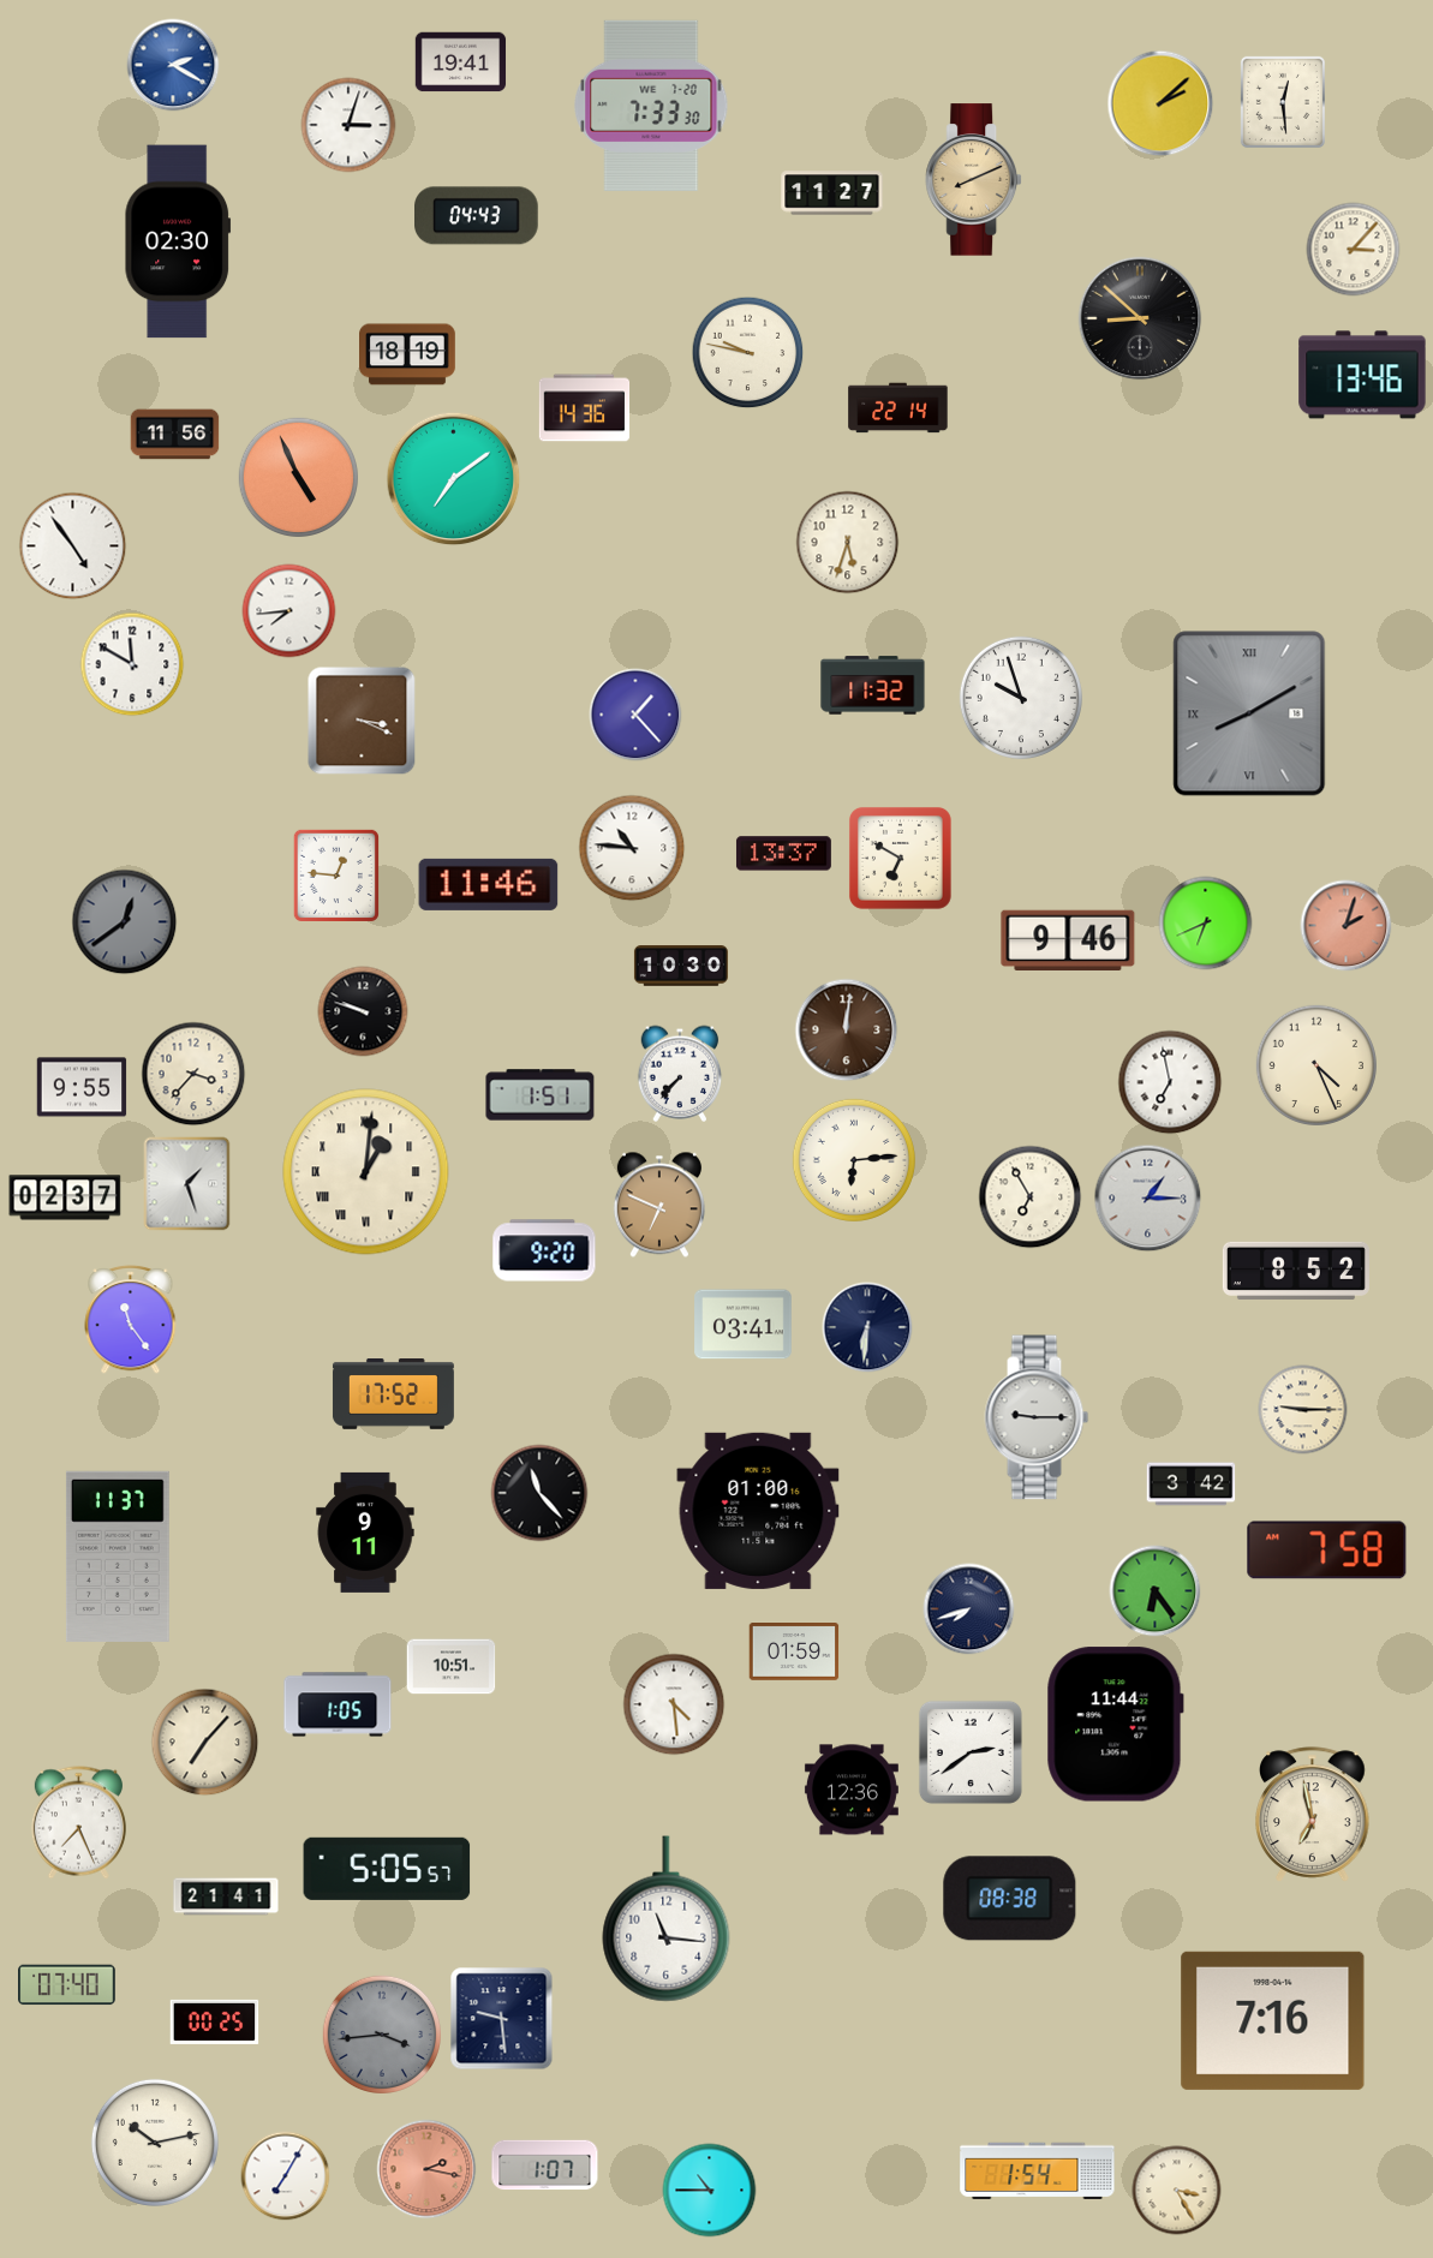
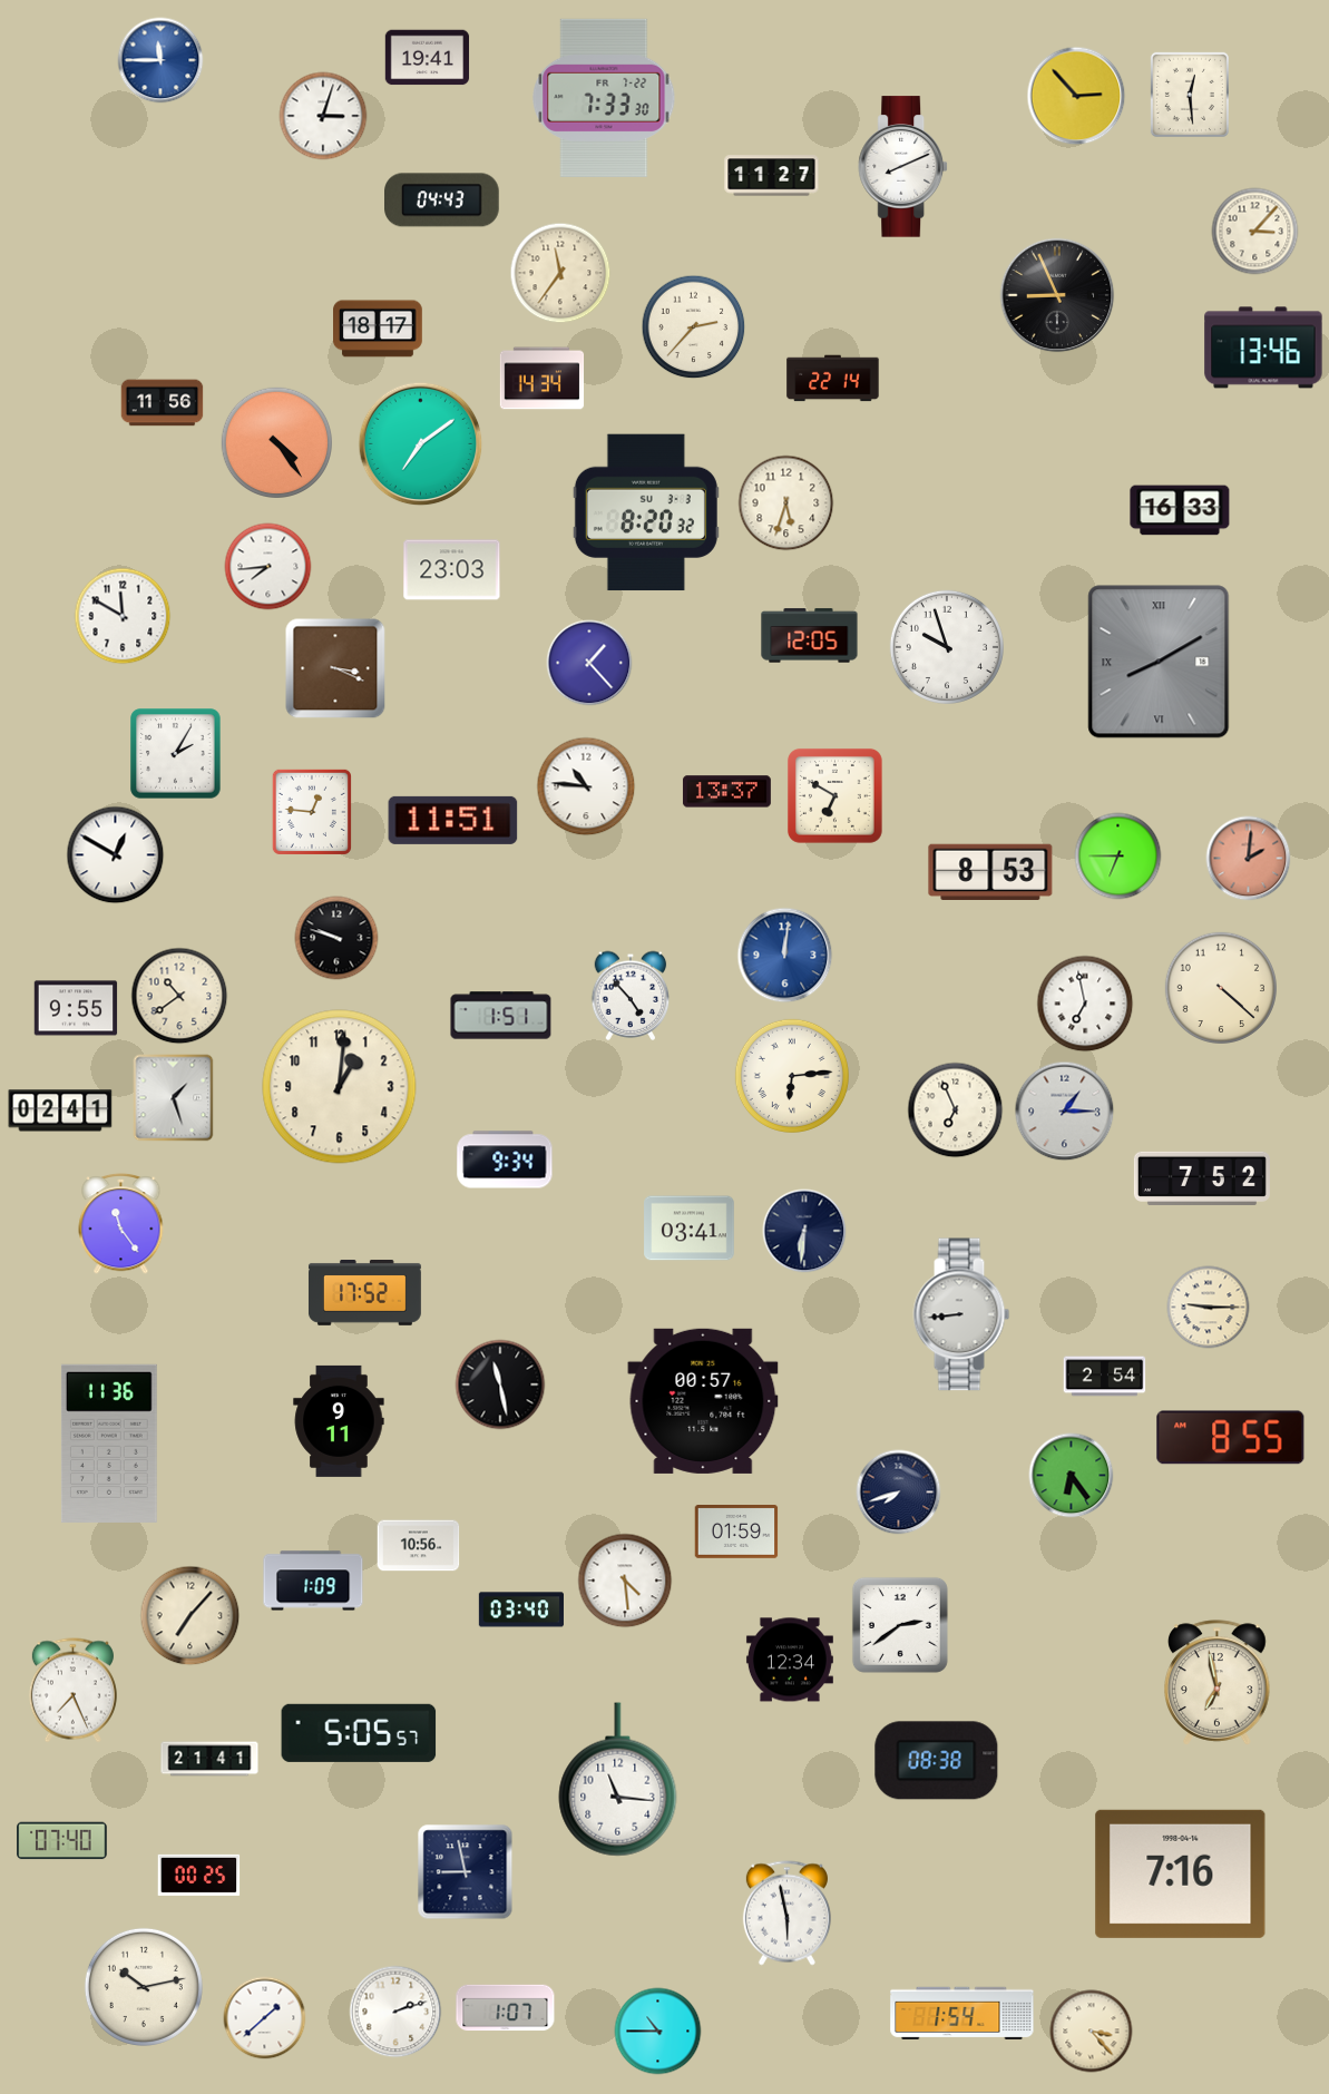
clock at (173, 65): 2:20 -> 11:45
clock at (1160, 103): 2:08 -> 2:53
clock at (651, 106) date: WE 7-20 -> FR 7-22
clock at (973, 180) dial: champagne -> white
clock at (832, 193) position: (832, 193) -> (772, 176)
clock at (178, 241): 02:30 -> none
clock at (560, 273): none -> 11:36
clock at (1140, 318): 8:52 -> 8:56
clock at (748, 353): 9:47 -> 2:37
clock at (408, 354): 18:19 -> 18:17
clock at (585, 408): 14:36 -> 14:34
clock at (298, 477): 4:56 -> 4:24
clock at (73, 546): 4:54 -> none
clock at (1180, 510): none -> 16:33
clock at (646, 512): none -> 8:20
clock at (452, 570): none -> 23:03
clock at (873, 686): 11:32 -> 12:05
clock at (176, 754): none -> 2:05
clock at (489, 884): 11:46 -> 11:51
clock at (125, 922): 12:39 -> 12:50
clock at (125, 922) dial: grey -> white
clock at (1206, 924): 6:41 -> 6:45
clock at (1347, 926): 2:03 -> 2:01
clock at (1068, 939): 9:46 -> 8:53
clock at (681, 966): 10:30 -> none
clock at (847, 1031) dial: brown -> blue
clock at (1315, 1064): 4:26 -> 4:22
clock at (193, 1074): 3:37 -> 10:39
clock at (680, 1074): 7:37 -> 4:53
clock at (366, 1172) numerals: Roman -> Arabic
clock at (65, 1197): 02:37 -> 02:41
clock at (1031, 1197): 6:55 -> 6:56
clock at (659, 1205): 6:49 -> none
clock at (544, 1250): 9:20 -> 9:34
clock at (1296, 1271): 8:52 -> 7:52
clock at (1037, 1417): 9:15 -> 8:44
clock at (1192, 1485): 3:42 -> 2:54
clock at (539, 1493): 11:23 -> 11:28
clock at (758, 1511): 01:00 -> 00:57
clock at (1327, 1551): 7:58 -> 8:55
clock at (118, 1557): 11:37 -> 11:36
clock at (452, 1667): 10:51 -> 10:56
clock at (338, 1704): 1:05 -> 1:09
clock at (1115, 1725): 11:44 -> none
clock at (521, 1609): none -> 03:40
clock at (852, 1790): 12:36 -> 12:34
clock at (502, 2019): 9:29 -> 8:58
clock at (382, 2035): 3:44 -> none
clock at (786, 1914): none -> 5:58
clock at (426, 2169): 2:17 -> 2:12
clock at (426, 2169) dial: salmon -> white
clock at (286, 2176): 7:05 -> 1:38
clock at (1177, 2191): 3:25 -> 3:23
